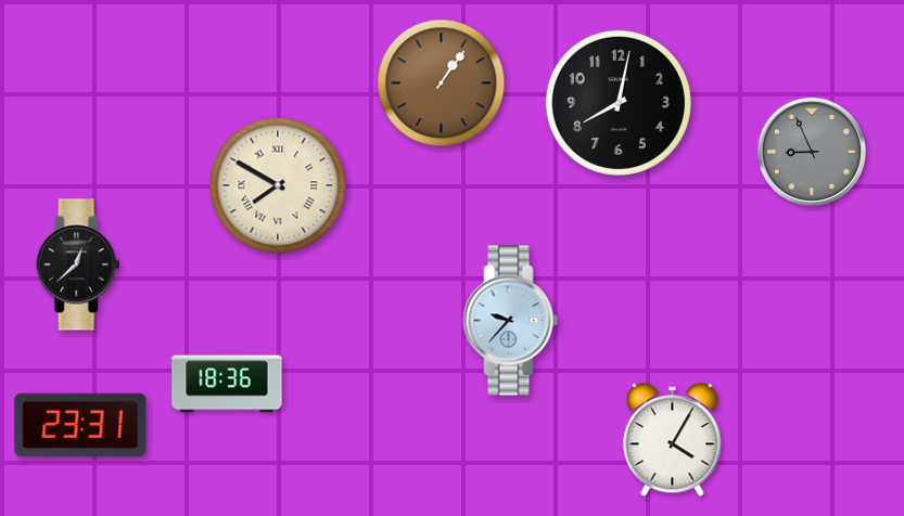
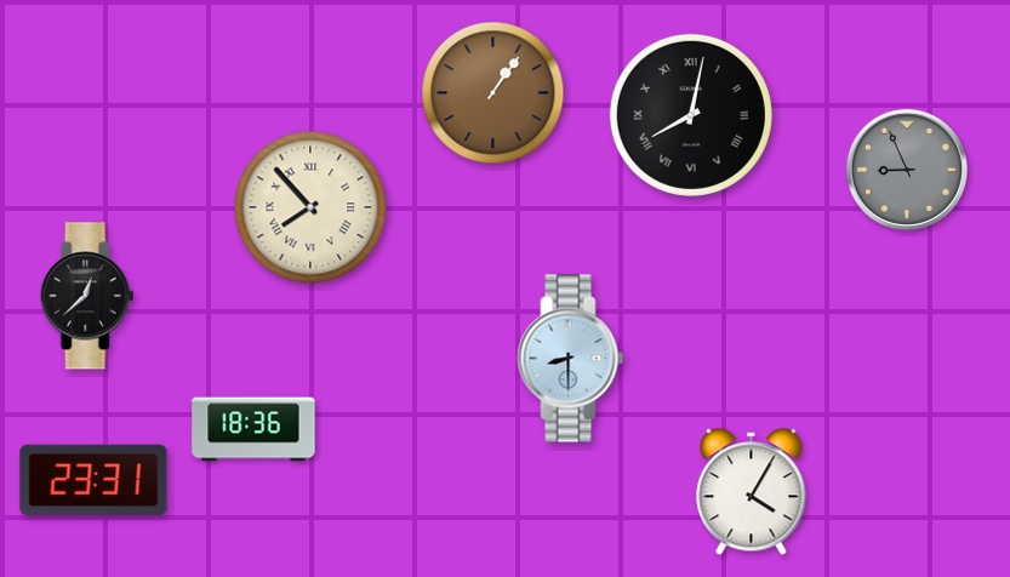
clock at (619, 103) numerals: Arabic -> Roman
clock at (278, 185): 7:50 -> 7:53
clock at (511, 321): 9:37 -> 8:30
clock at (80, 425) position: (80, 425) -> (93, 480)
